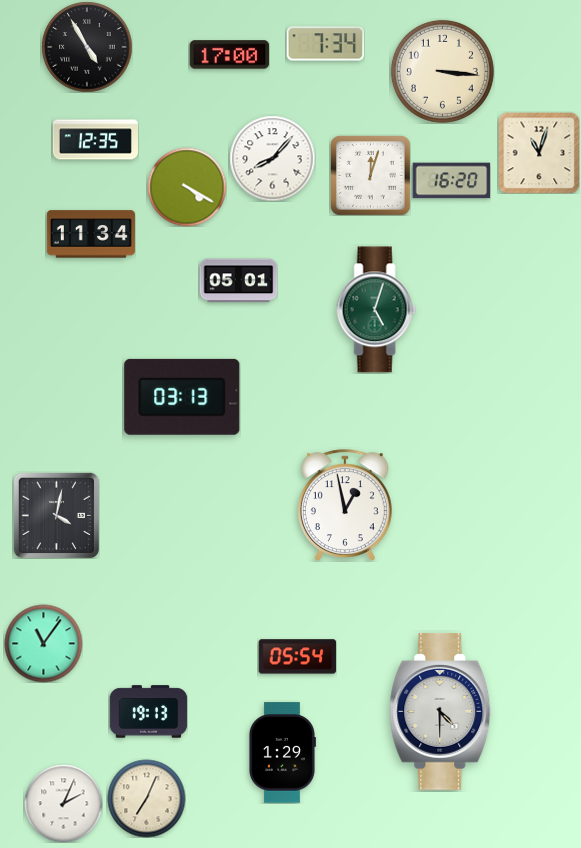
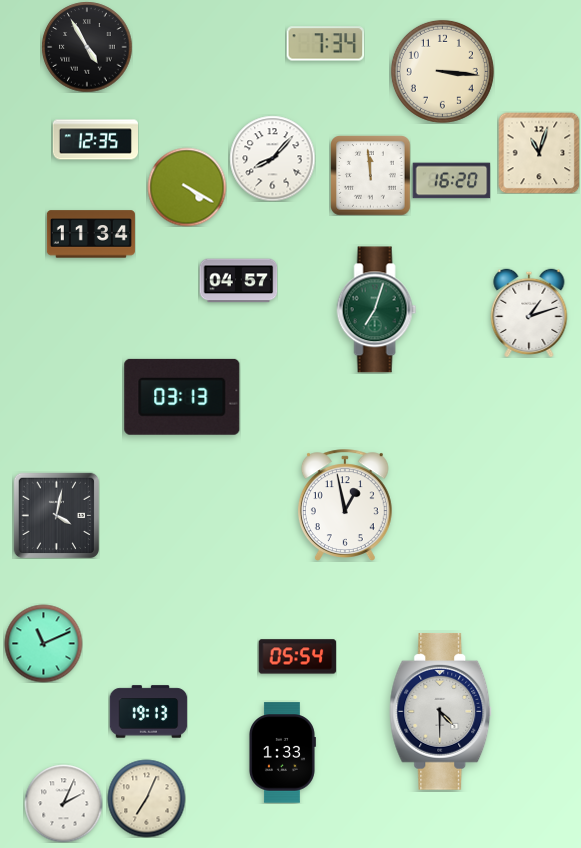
clock at (229, 55): 17:00 -> none
clock at (371, 176): 12:03 -> 11:59
clock at (238, 281): 05:01 -> 04:57
clock at (377, 310): 5:03 -> 7:03
clock at (529, 313): none -> 1:12
clock at (43, 643): 11:06 -> 11:11
clock at (282, 753): 1:29 -> 1:33
